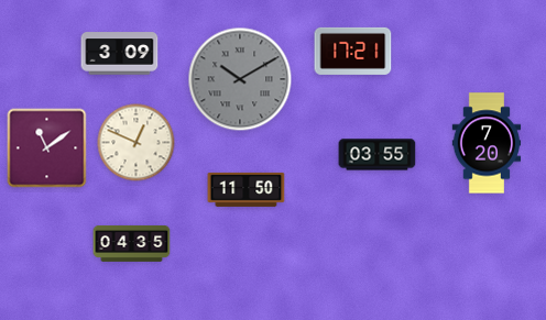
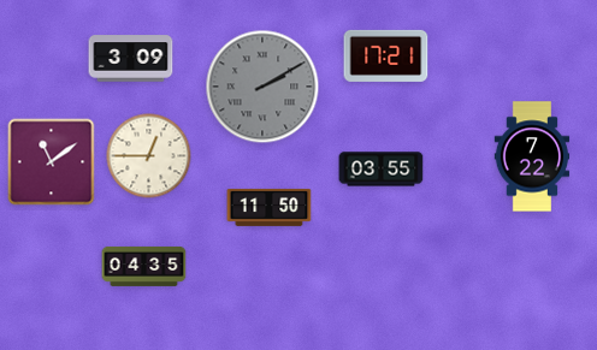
clock at (240, 79): 10:10 -> 2:10
clock at (136, 143): 12:49 -> 12:45
clock at (487, 143): 7:20 -> 7:22
clock at (378, 155) position: (378, 155) -> (382, 170)
